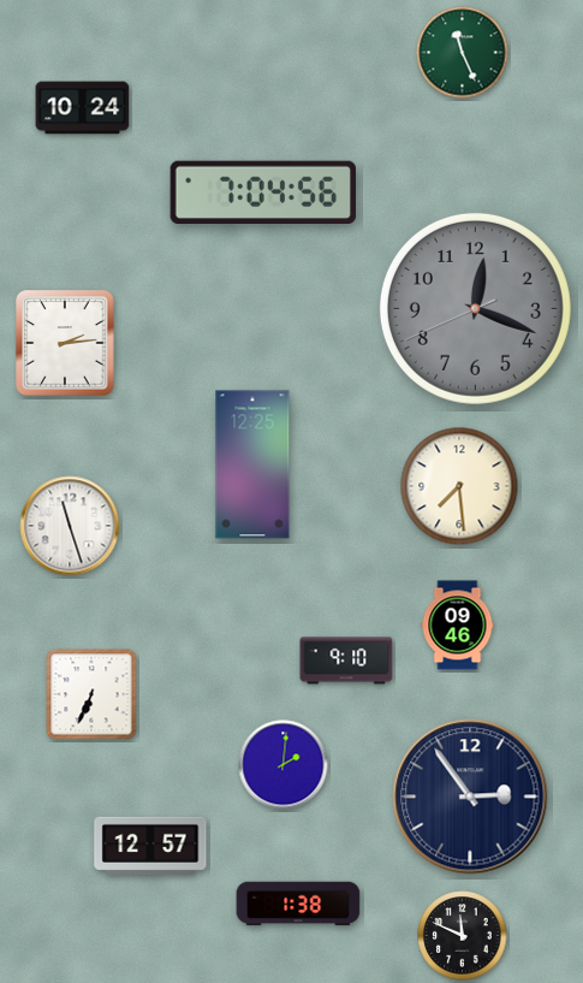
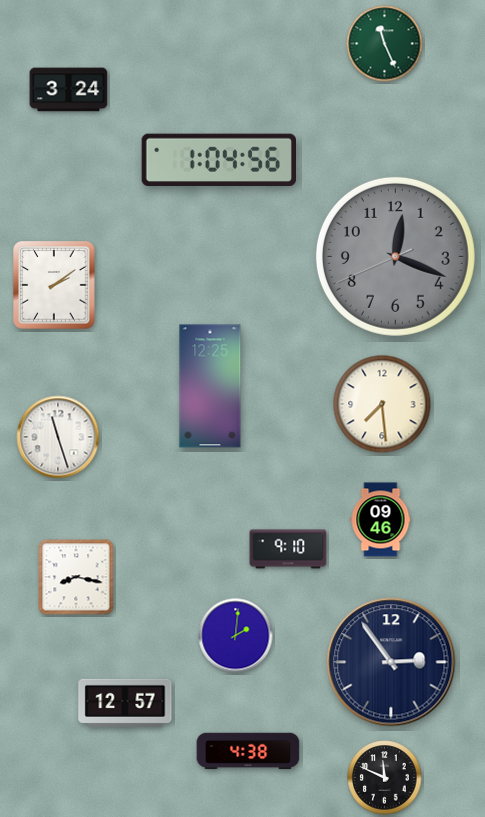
clock at (83, 108): 10:24 -> 3:24
clock at (262, 193): 7:04 -> 1:04
clock at (65, 343): 2:14 -> 2:09
clock at (91, 694): 6:34 -> 8:17
clock at (298, 904): 1:38 -> 4:38
